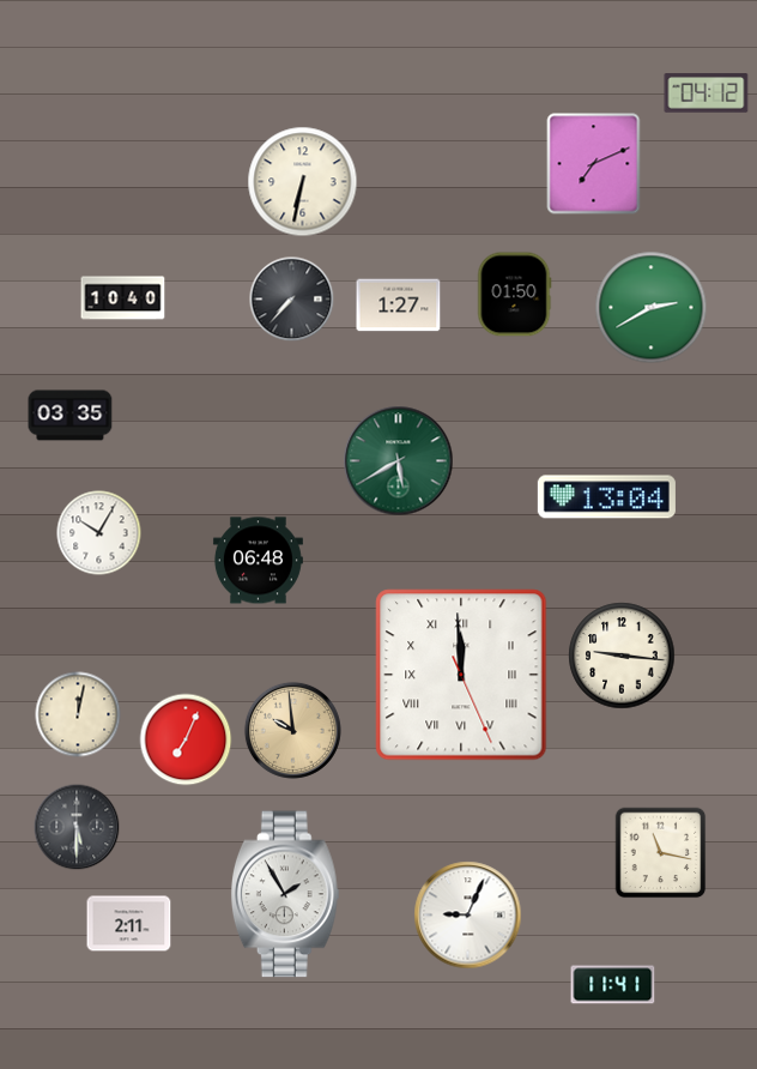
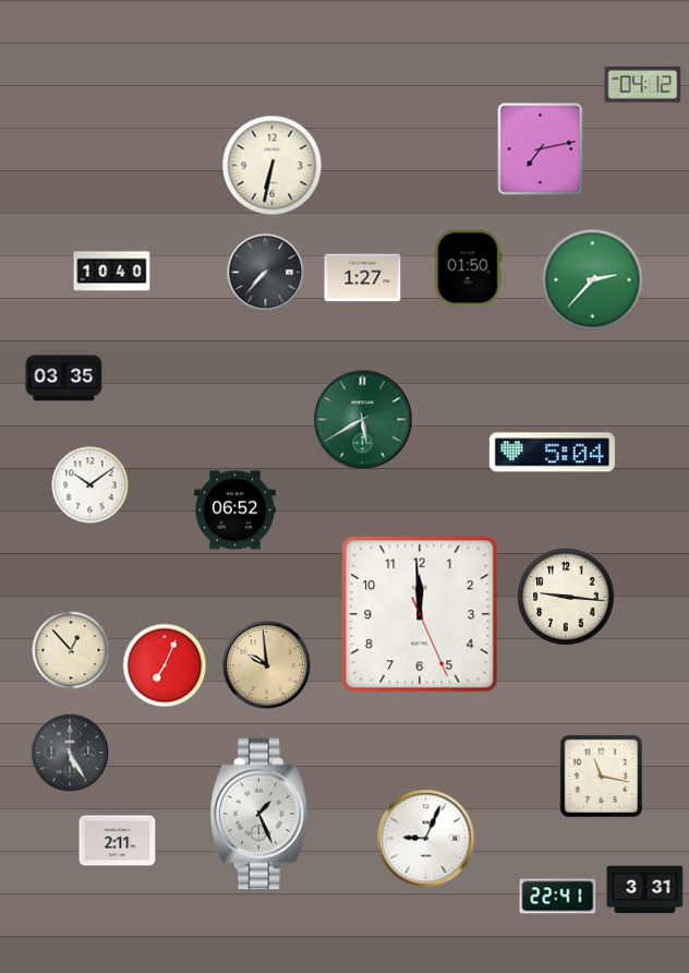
clock at (594, 164): 7:11 -> 7:13
clock at (303, 182) position: (303, 182) -> (273, 166)
clock at (652, 308): 2:40 -> 2:37
clock at (606, 497): 13:04 -> 5:04
clock at (99, 533): 10:05 -> 10:09
clock at (258, 561): 06:48 -> 06:52
clock at (461, 675) numerals: Roman -> Arabic
clock at (78, 714): 12:02 -> 12:53
clock at (186, 739) position: (186, 739) -> (165, 665)
clock at (77, 827): 5:30 -> 5:25
clock at (285, 894): 1:55 -> 1:26
clock at (468, 916) position: (468, 916) -> (426, 839)
clock at (645, 890): none -> 3:31
clock at (613, 985): 11:41 -> 22:41
